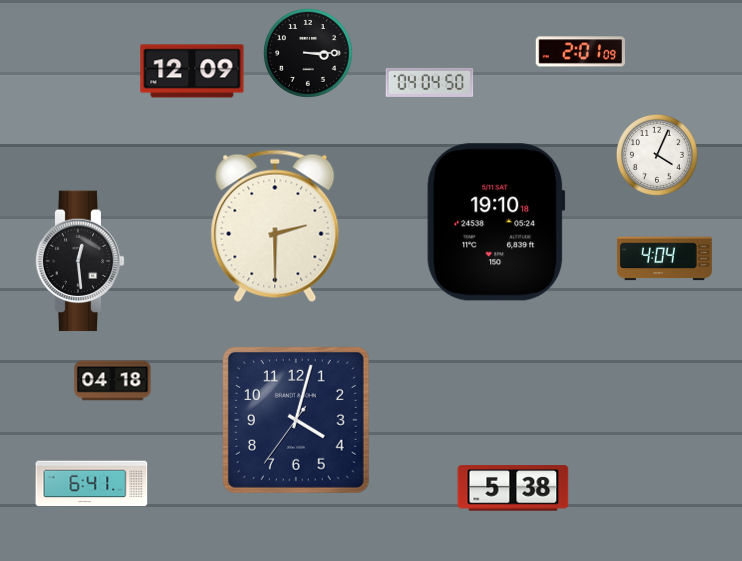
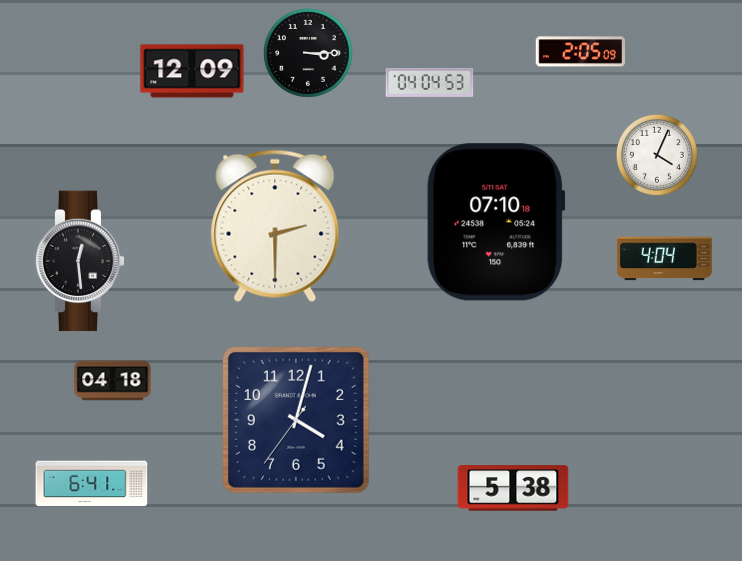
clock at (581, 52): 2:01 -> 2:05
clock at (430, 82): 04:04:50 -> 04:04:53
clock at (496, 222): 19:10 -> 07:10
